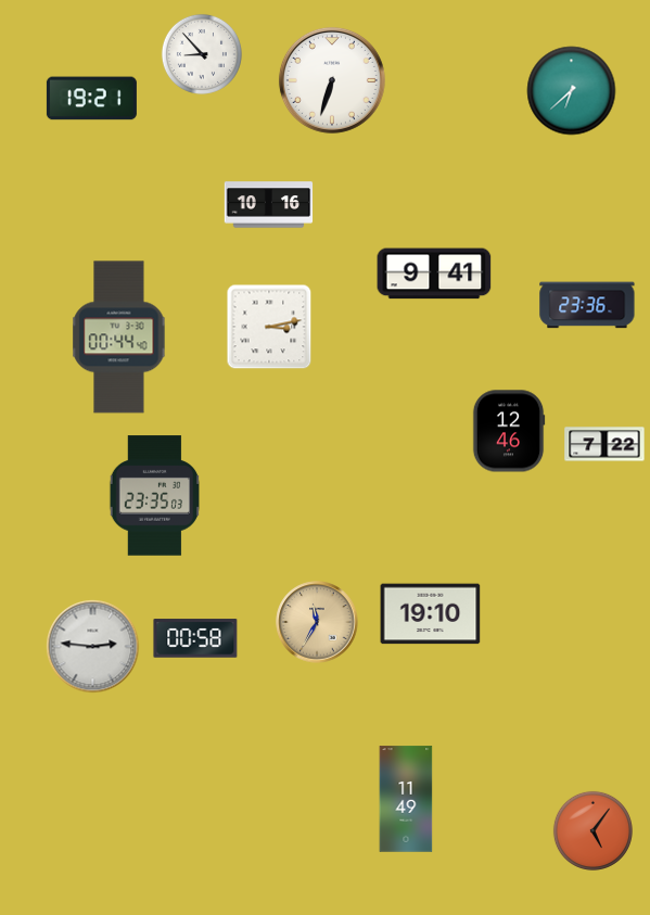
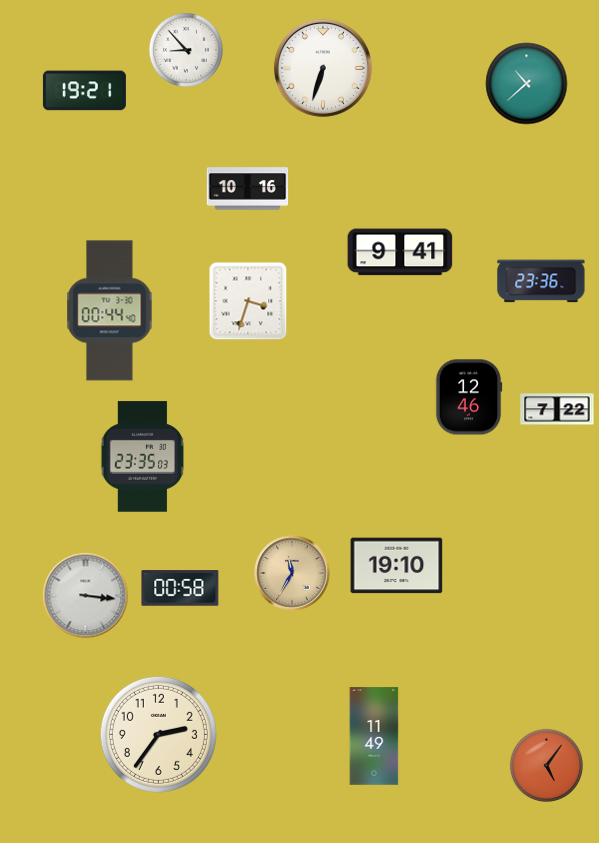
clock at (332, 80) position: (332, 80) -> (323, 68)
clock at (572, 91): 6:38 -> 10:38
clock at (269, 327): 3:13 -> 3:33
clock at (93, 647): 2:46 -> 3:16
clock at (158, 734): none -> 2:36
